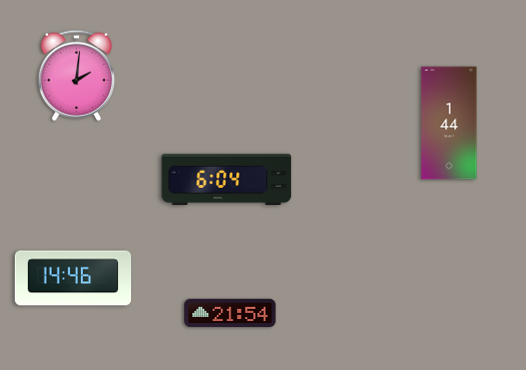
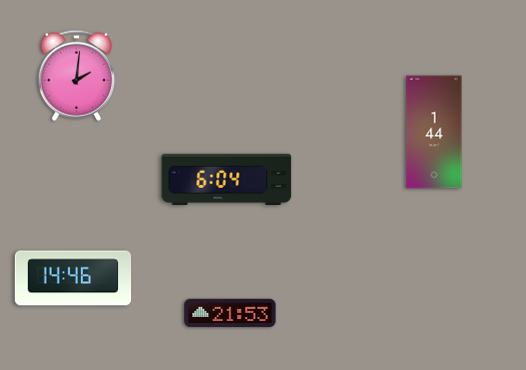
clock at (449, 123) position: (449, 123) -> (434, 132)
clock at (230, 313): 21:54 -> 21:53
